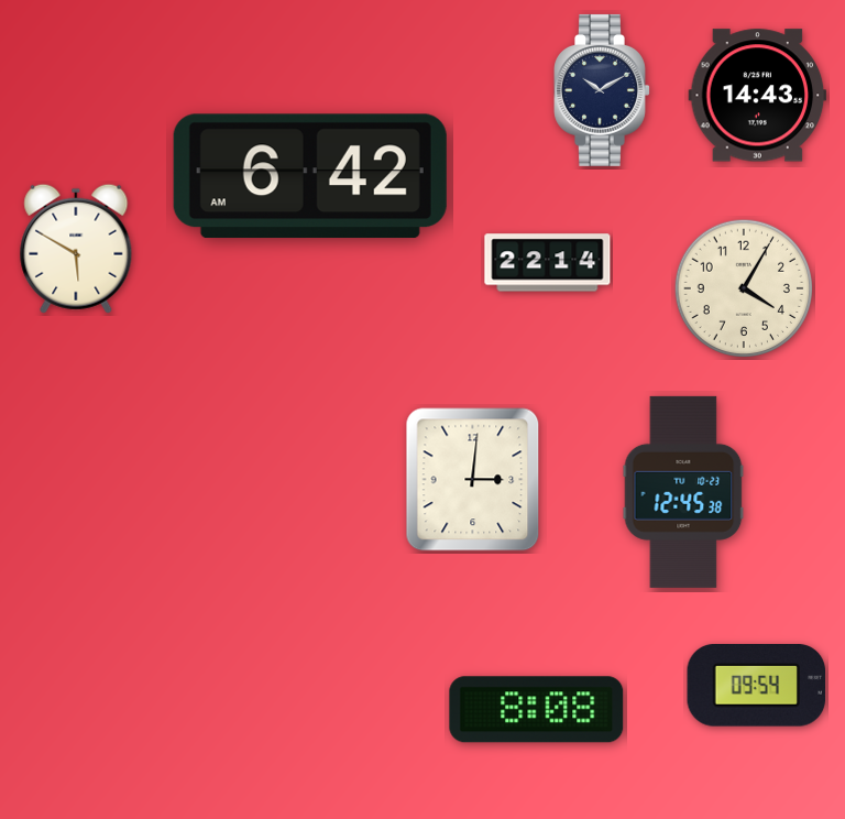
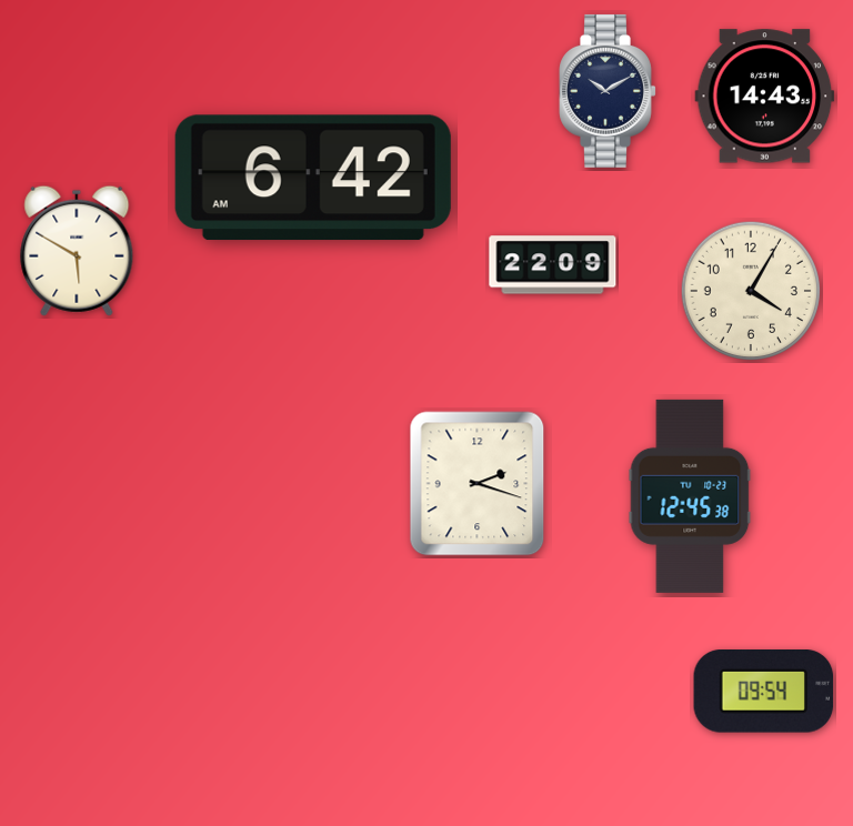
clock at (548, 263): 22:14 -> 22:09
clock at (473, 480): 3:01 -> 2:18
clock at (537, 710): 8:08 -> none
